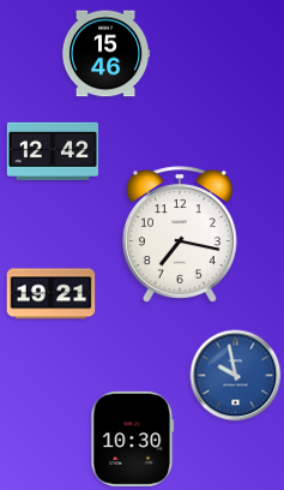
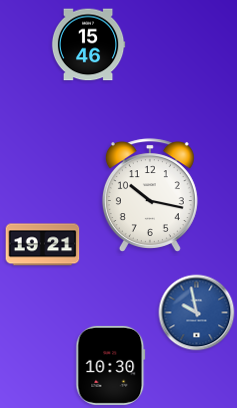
clock at (52, 151): 12:42 -> none
clock at (180, 234): 7:17 -> 10:17
